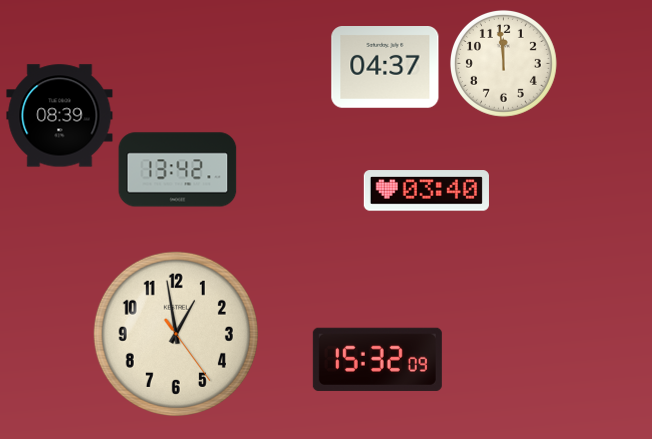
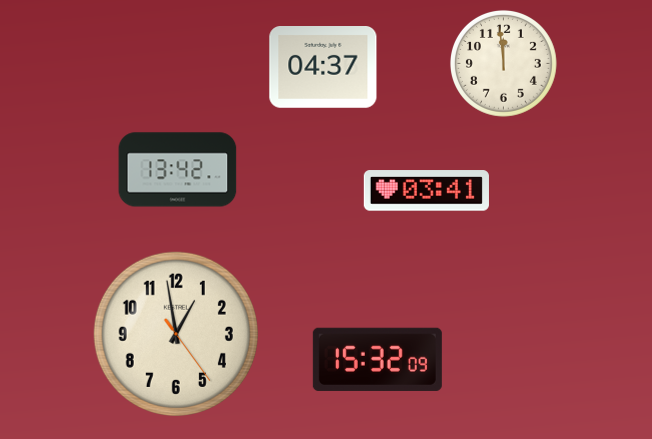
clock at (385, 68) position: (385, 68) -> (323, 68)
clock at (60, 116): 08:39 -> none
clock at (426, 191): 03:40 -> 03:41
